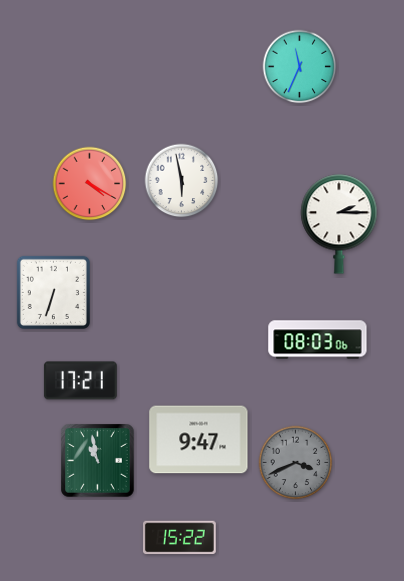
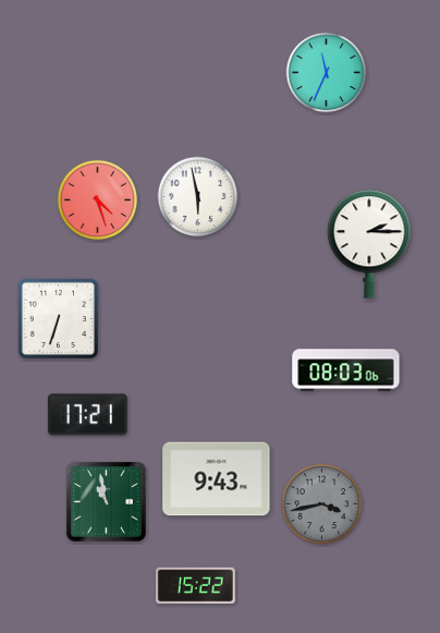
clock at (90, 184): 4:20 -> 4:27
clock at (199, 440): 9:47 -> 9:43
clock at (296, 463): 3:41 -> 3:43
